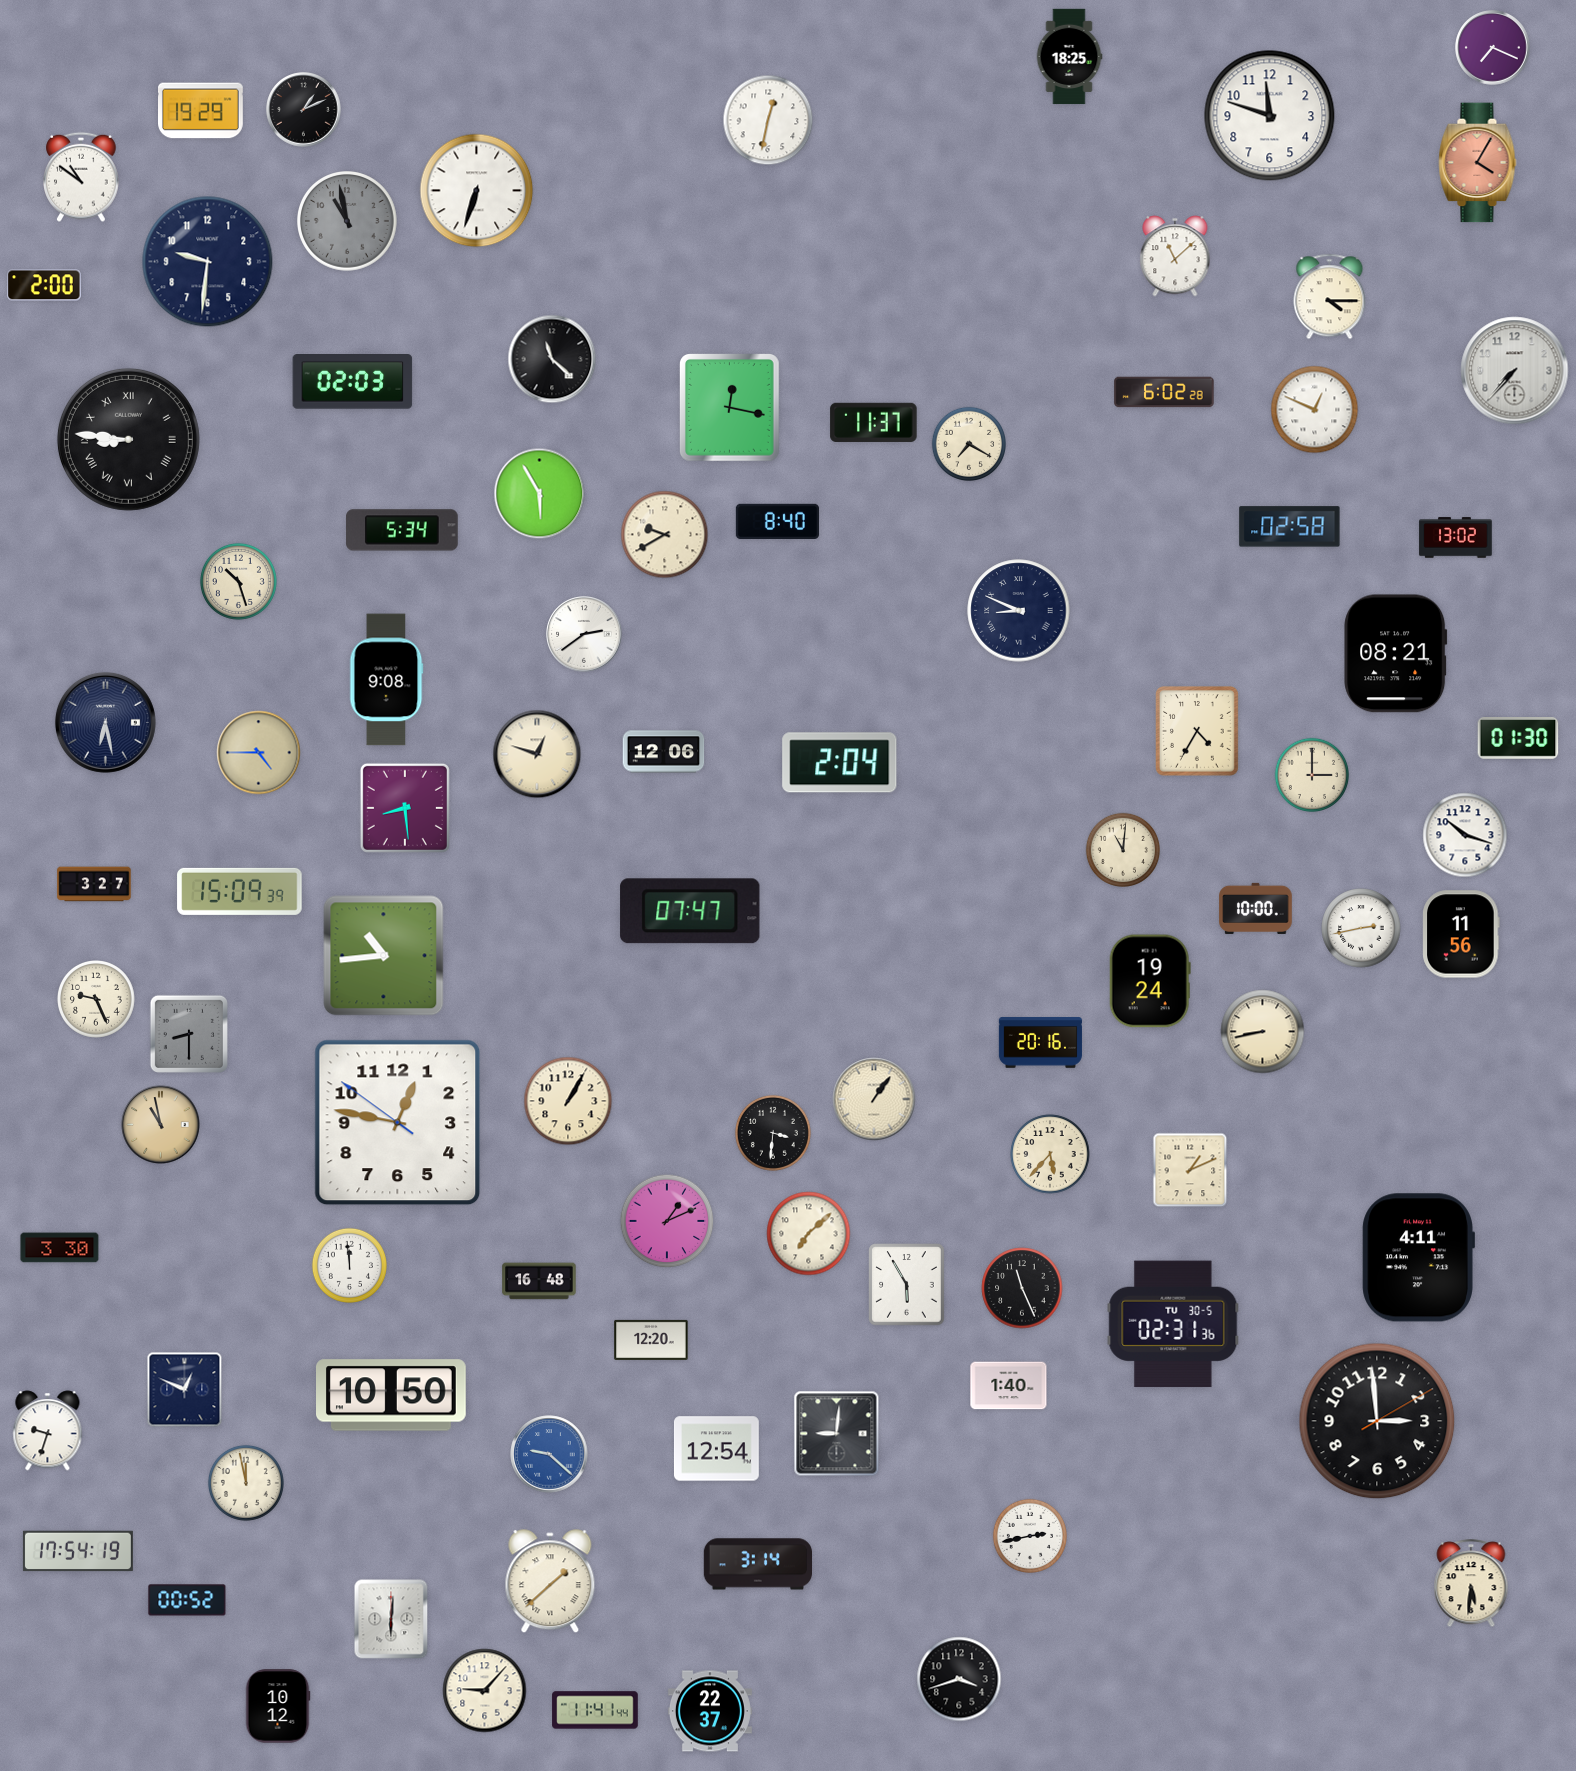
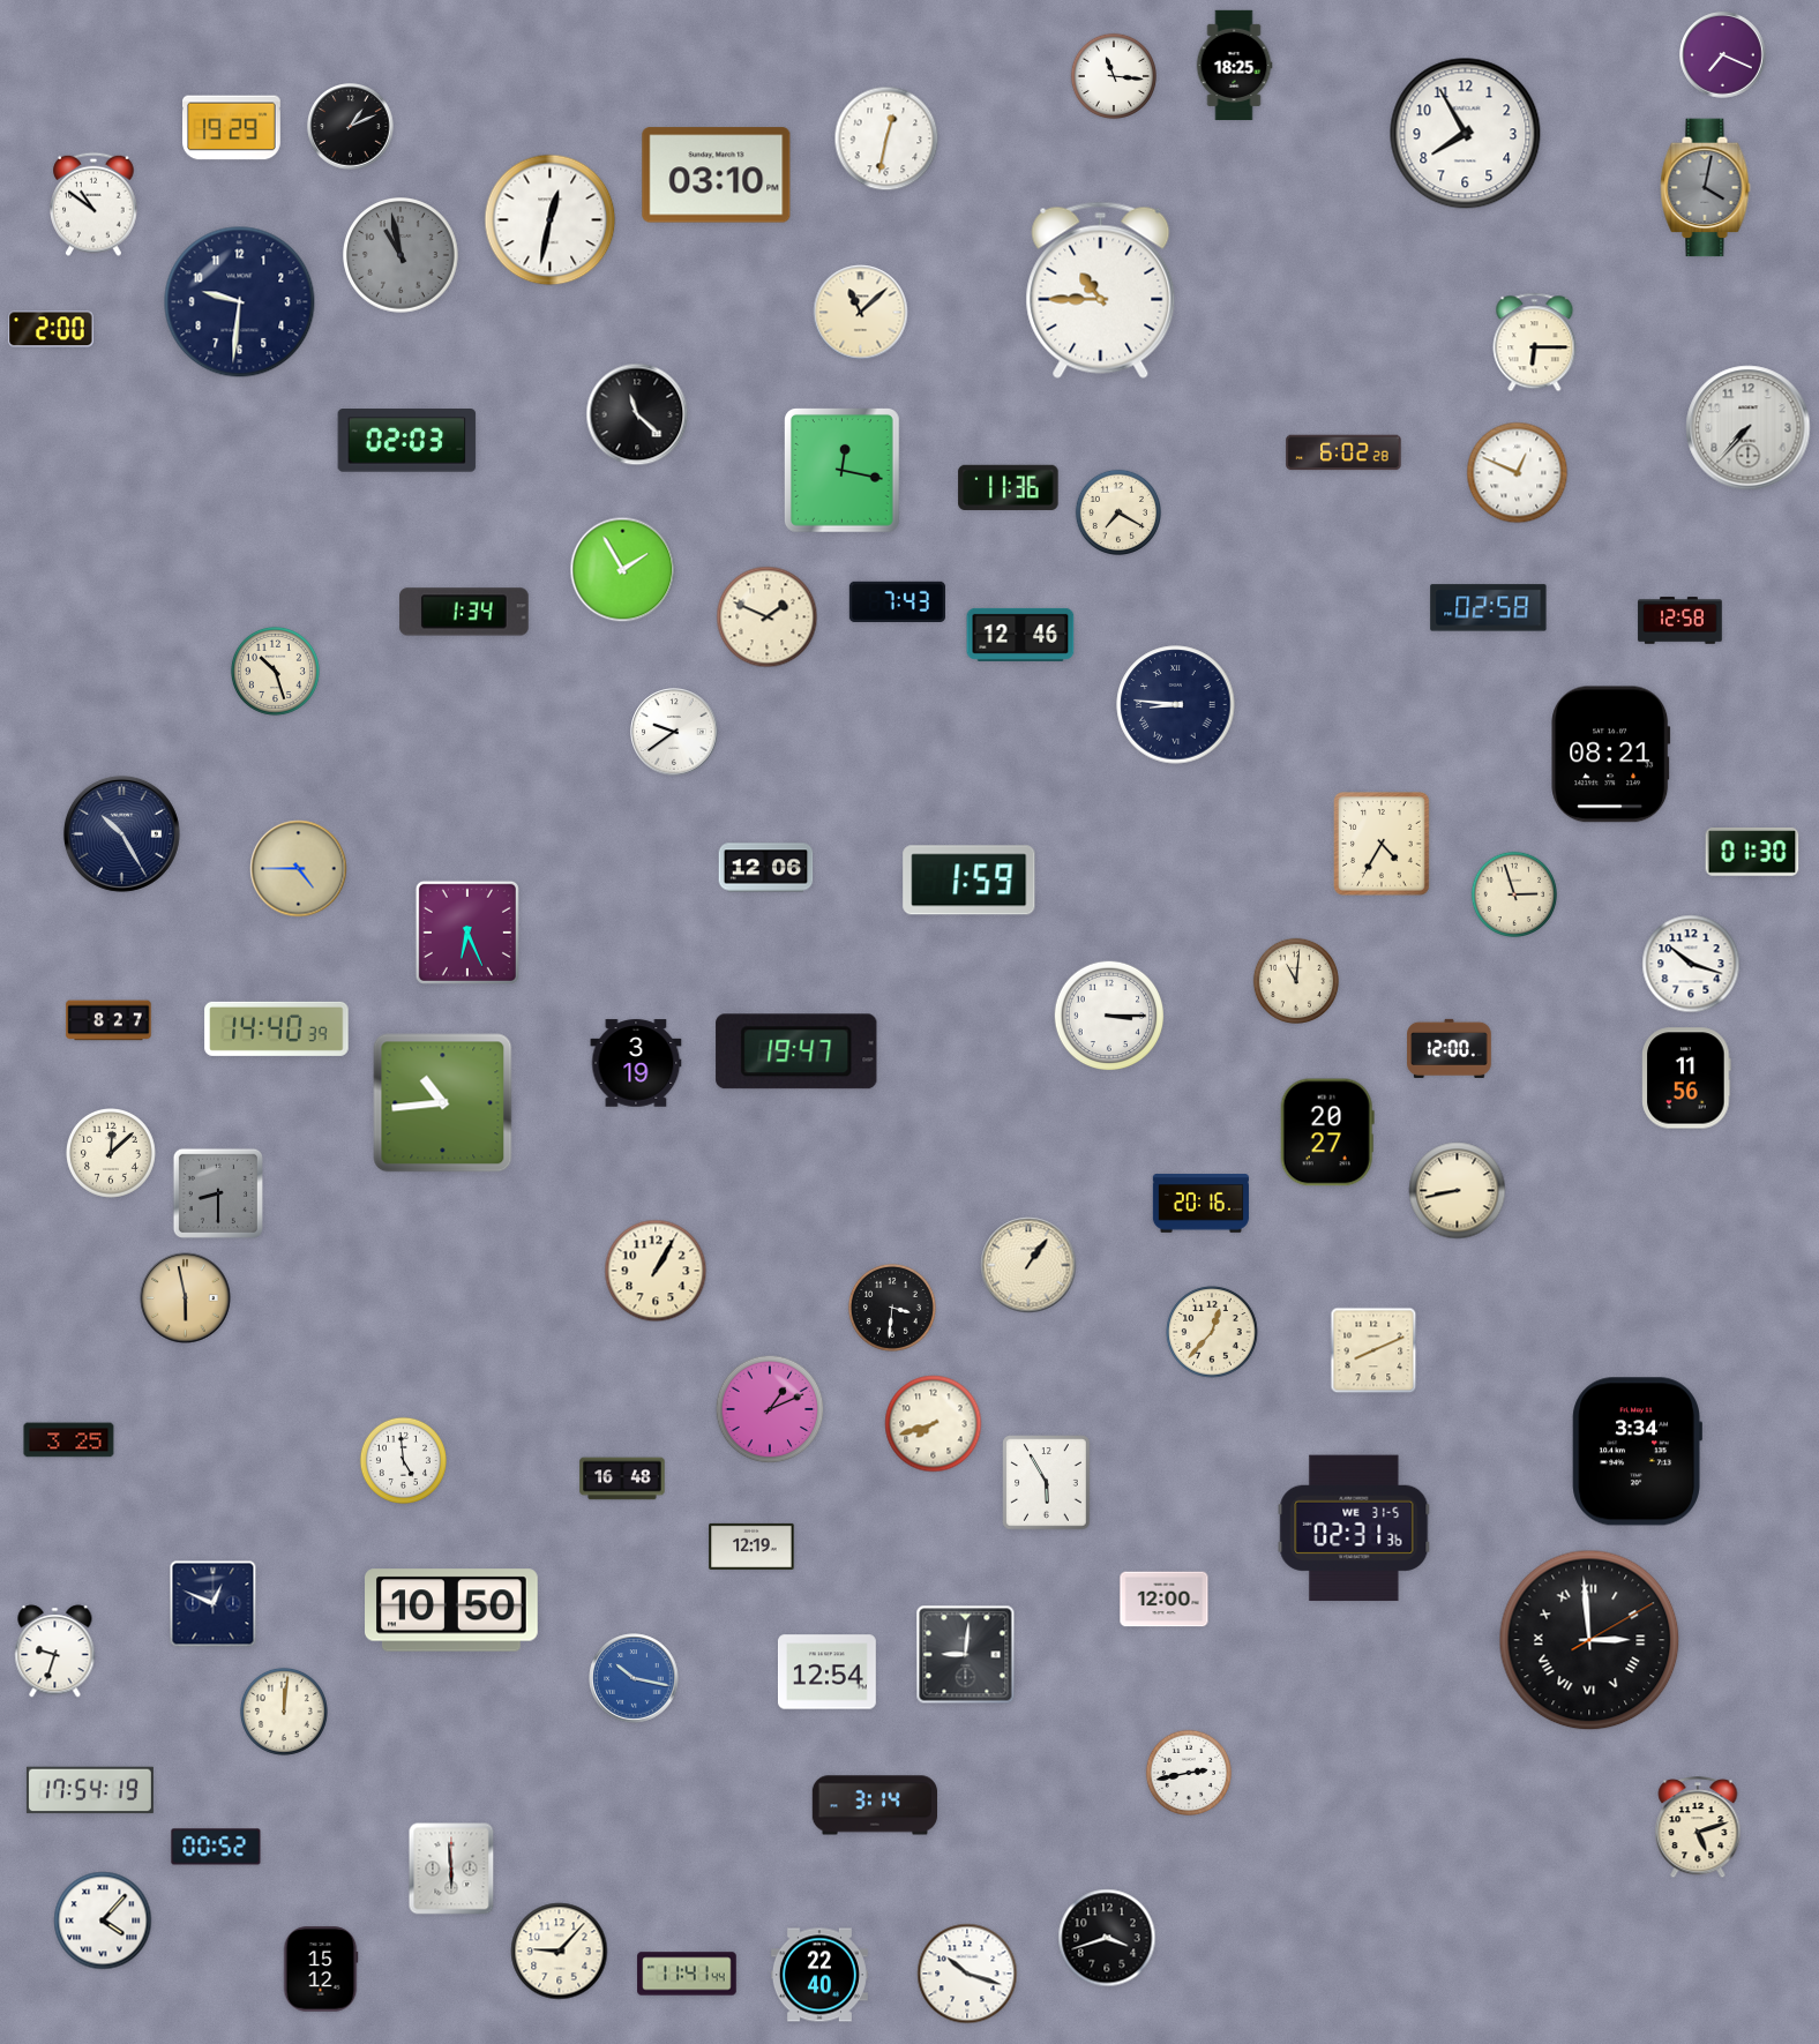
clock at (1113, 75): none -> 11:16
clock at (1270, 116): 11:48 -> 7:55
clock at (717, 175): none -> 03:10
clock at (1478, 163): 4:05 -> 4:02
clock at (1478, 163) dial: salmon -> grey
clock at (477, 191): 6:33 -> 12:32
clock at (1101, 290): none -> 10:45
clock at (1175, 256): 11:08 -> none
clock at (861, 313): none -> 11:08
clock at (1330, 297): 4:15 -> 6:15
clock at (874, 422): 11:37 -> 11:36
clock at (128, 439): 8:46 -> none
clock at (540, 494): 5:55 -> 1:55
clock at (777, 521): 8:40 -> 7:43
clock at (402, 530): 5:34 -> 1:34
clock at (665, 535): 9:40 -> 1:49
clock at (1456, 538): 13:02 -> 12:58
clock at (1020, 635): none -> 12:46
clock at (1019, 611): 8:49 -> 8:46
clock at (584, 634): 2:39 -> 9:39
clock at (387, 680): 9:08 -> none
clock at (105, 722): 6:28 -> 10:25
clock at (537, 754): 12:48 -> none
clock at (840, 763): 2:04 -> 1:59
clock at (1311, 774): 3:00 -> 2:57
clock at (405, 808): 8:29 -> 6:26
clock at (1108, 1014): none -> 3:15
clock at (94, 884): 3:27 -> 8:27
clock at (240, 891): 15:09 -> 14:40
clock at (1256, 908): 10:00 -> 12:00
clock at (690, 911): 07:47 -> 19:47
clock at (636, 1063): none -> 3:19
clock at (1361, 928): 2:43 -> none
clock at (1150, 981): 19:24 -> 20:27
clock at (97, 1000): 9:26 -> 12:08
clock at (874, 1099) position: (874, 1099) -> (1028, 1265)
clock at (398, 1123): 12:46 -> none
clock at (161, 1125): 10:58 -> 5:58
clock at (1050, 1154): 5:37 -> 12:37
clock at (1190, 1170): 1:11 -> 8:11
clock at (809, 1234): 7:08 -> 7:42
clock at (60, 1248): 3:30 -> 3:25
clock at (1418, 1258): 4:11 -> 3:34
clock at (349, 1265): 11:59 -> 4:59
clock at (1022, 1288): 11:26 -> none
clock at (1173, 1324) date: TU 30-5 -> WE 31-5
clock at (651, 1340): 12:20 -> 12:19
clock at (1009, 1386): 1:40 -> 12:00
clock at (1377, 1421) numerals: Arabic -> Roman
clock at (549, 1454): 9:22 -> 10:17
clock at (246, 1483): 11:58 -> 12:01
clock at (550, 1582): 1:38 -> none
clock at (1471, 1584): 5:31 -> 5:12
clock at (391, 1619): 6:01 -> 5:59
clock at (103, 1921): none -> 4:07
clock at (278, 1706): 10:12 -> 15:12
clock at (967, 1974): none -> 10:18
clock at (710, 1711): 22:37 -> 22:40
